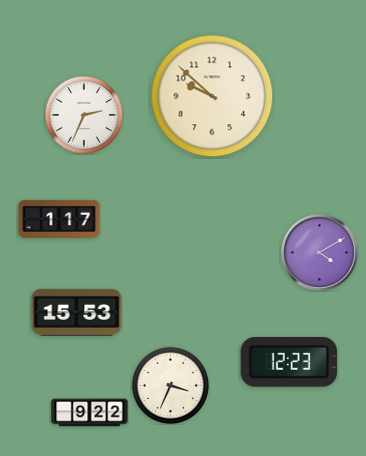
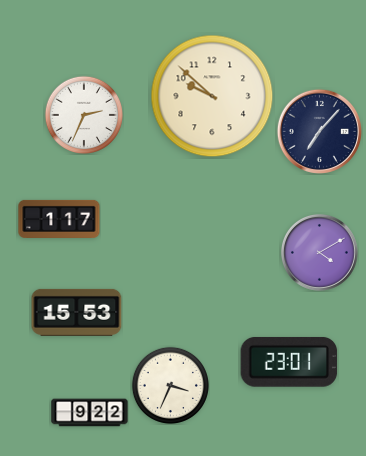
clock at (319, 131): none -> 7:07
clock at (289, 362): 12:23 -> 23:01
